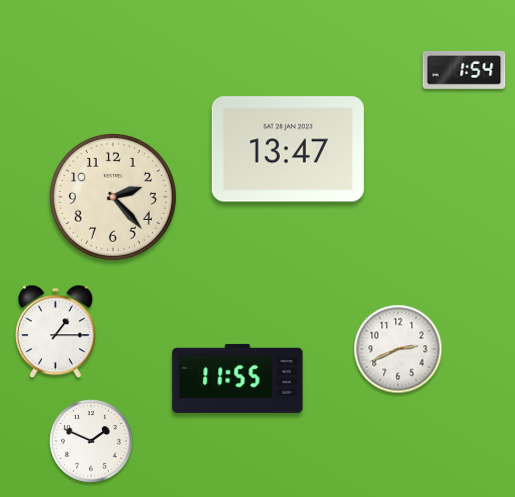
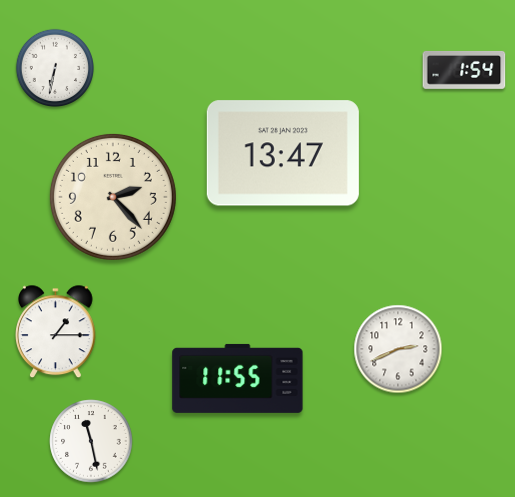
clock at (54, 67): none -> 6:32
clock at (288, 149) position: (288, 149) -> (283, 153)
clock at (91, 441): 1:49 -> 11:28
